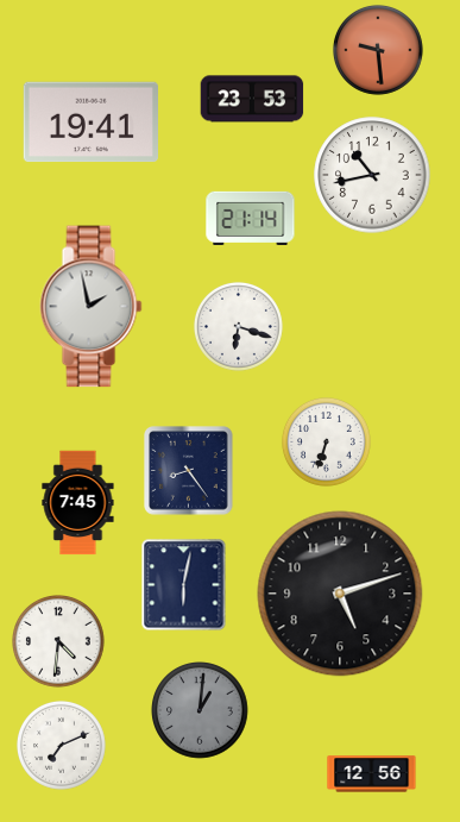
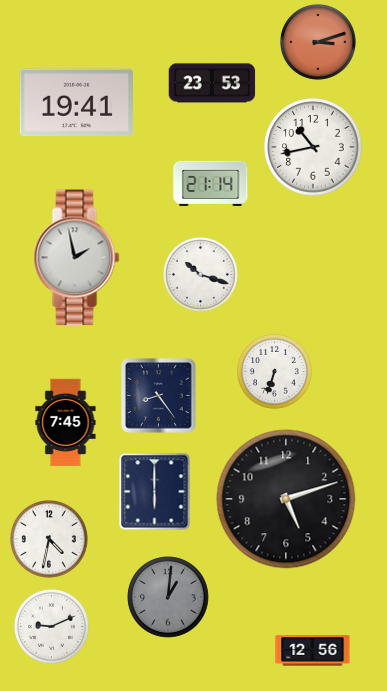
clock at (378, 50): 9:29 -> 3:12
clock at (238, 326): 6:18 -> 10:18
clock at (184, 585): 6:02 -> 6:00
clock at (59, 642): 4:31 -> 4:32
clock at (61, 745): 7:11 -> 9:11
